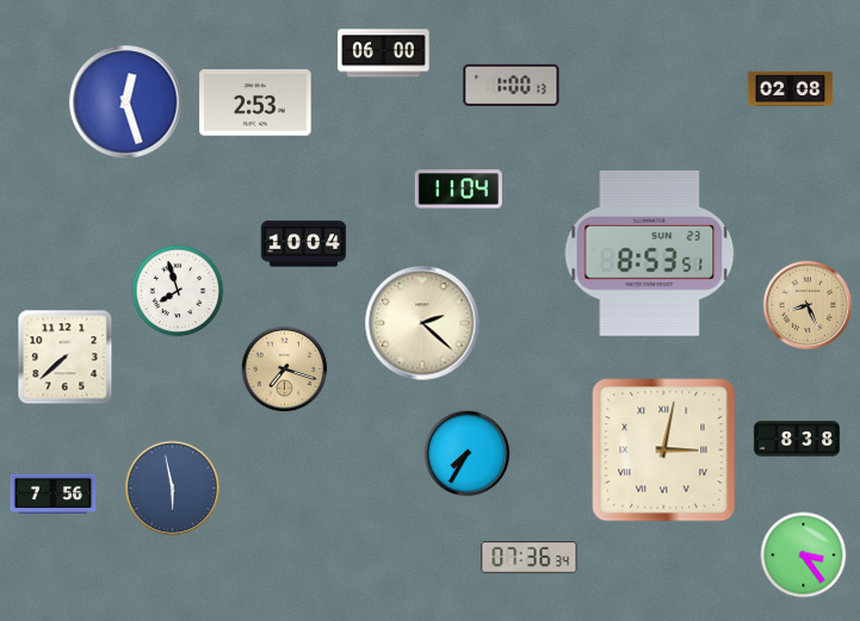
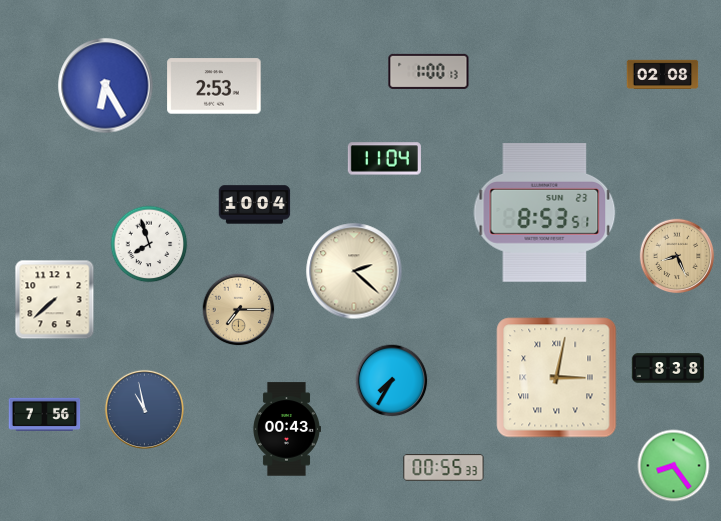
clock at (384, 54): 06:00 -> none
clock at (126, 103): 12:27 -> 6:25
clock at (285, 370): 7:18 -> 7:15
clock at (172, 488): 5:58 -> 10:58
clock at (286, 429): none -> 00:43
clock at (804, 555): 3:24 -> 8:24
clock at (530, 558): 07:36 -> 00:55
